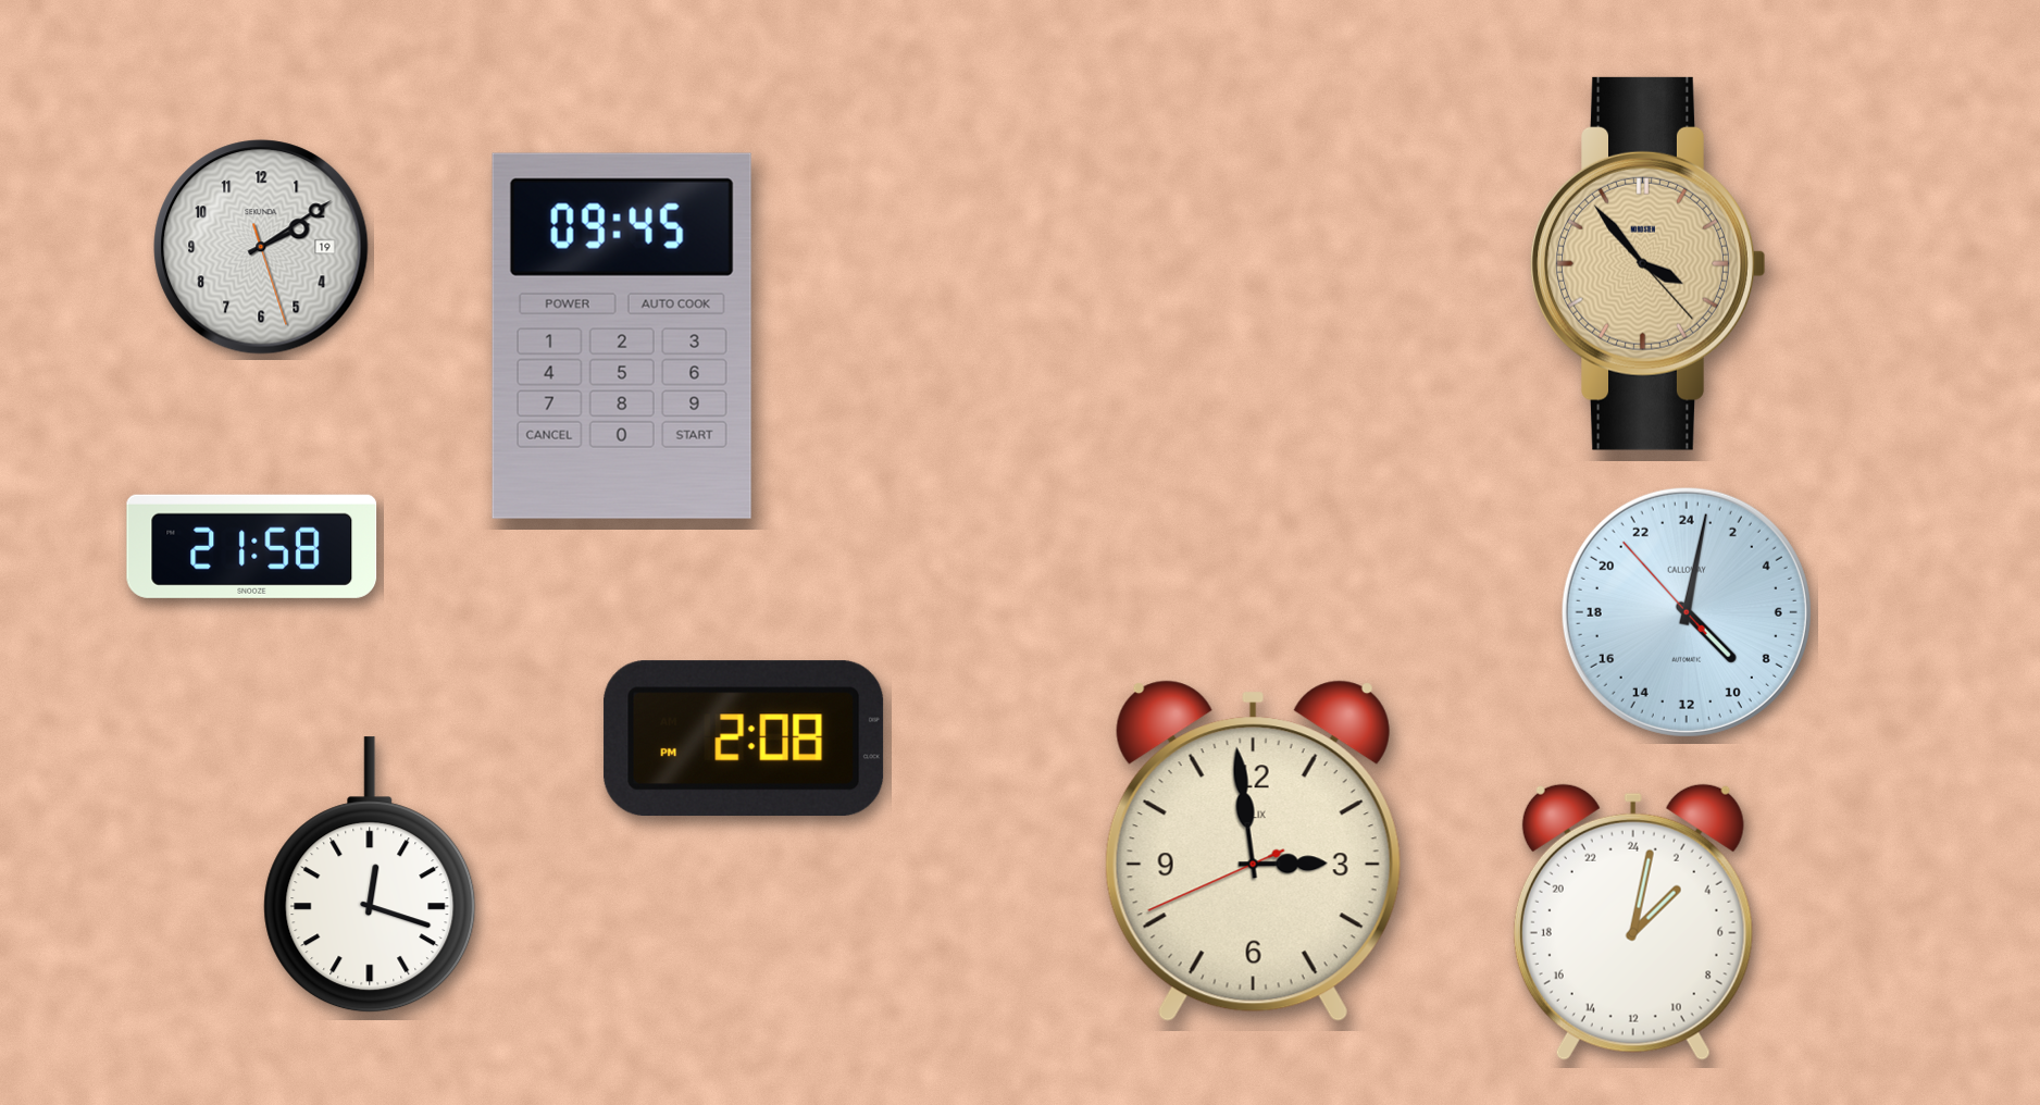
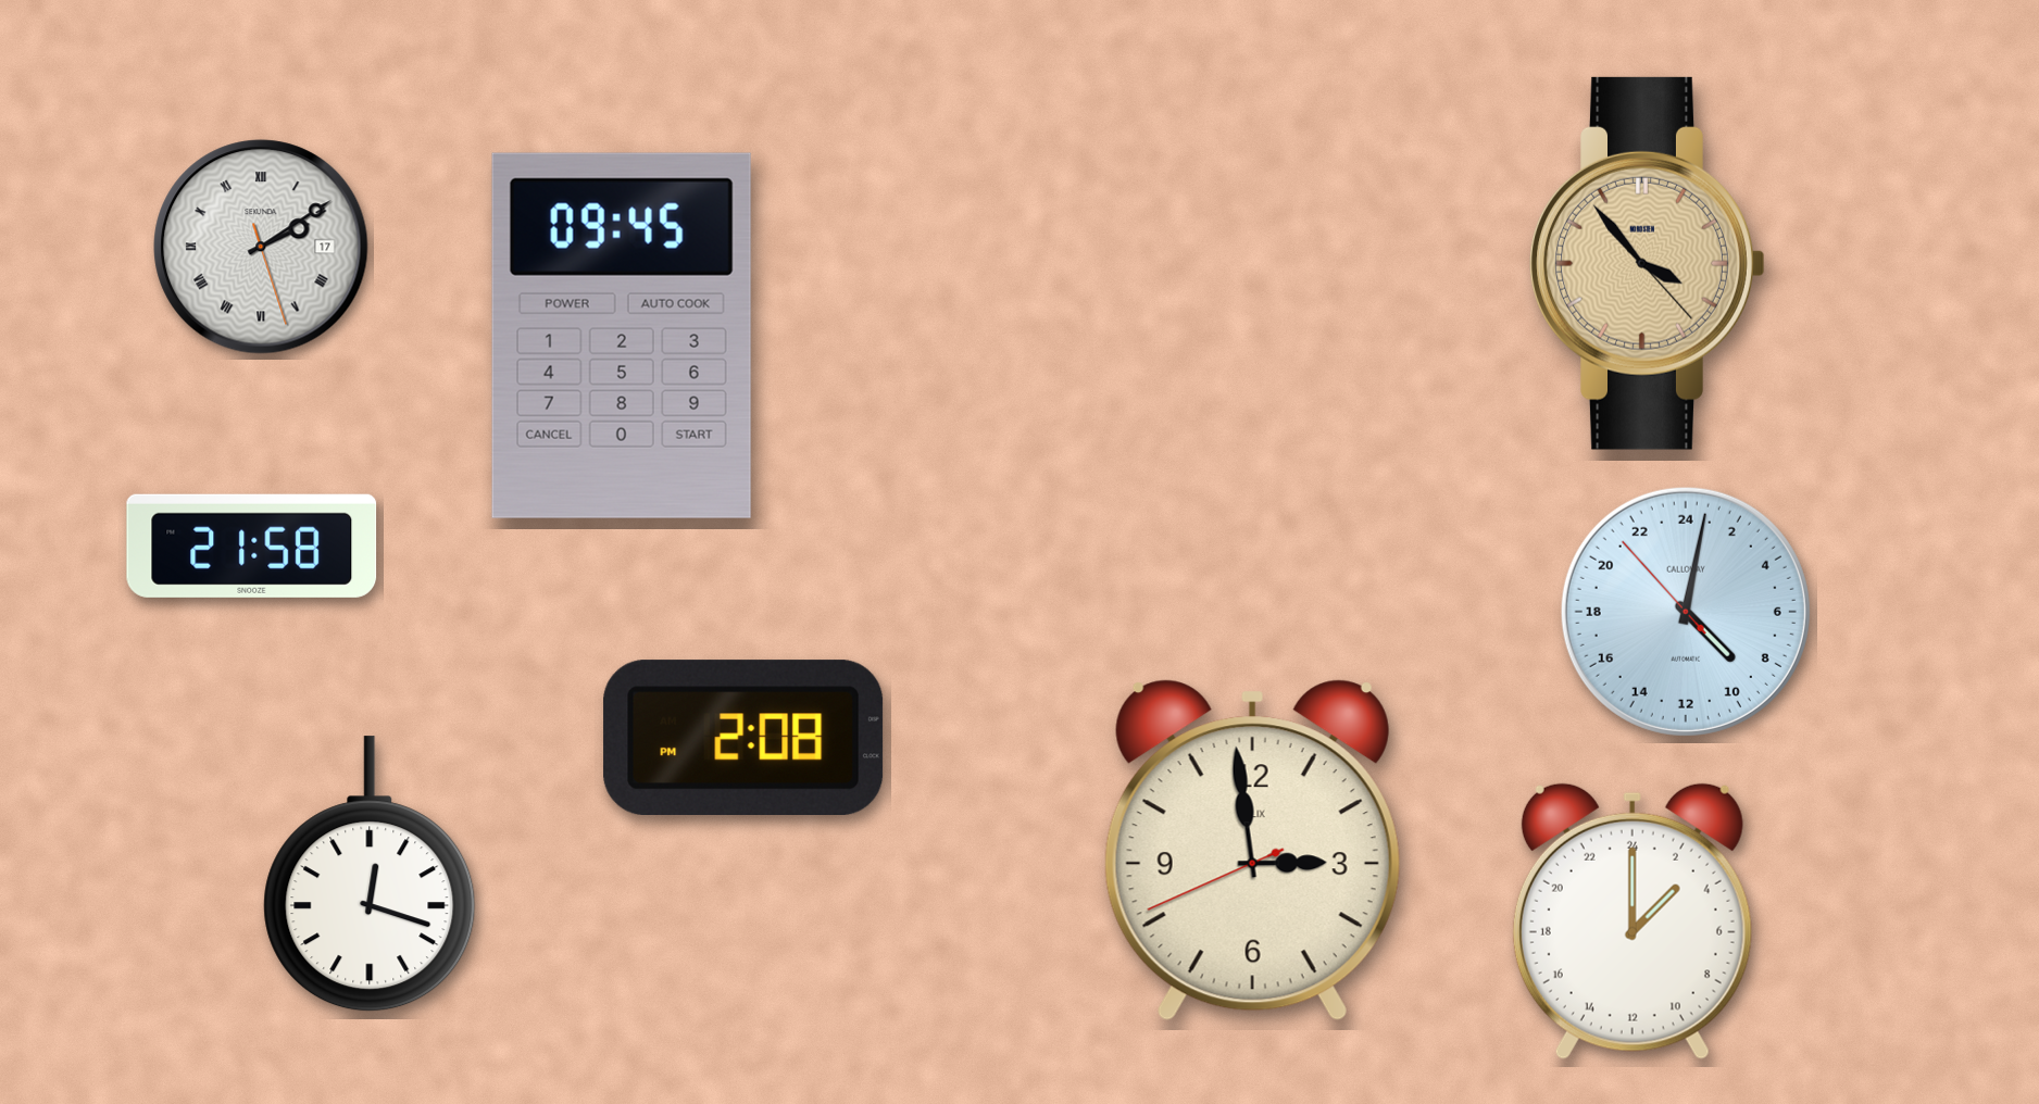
clock at (261, 247) date: 19 -> 17
clock at (261, 247) numerals: Arabic -> Roman
clock at (1633, 922): 3:02 -> 3:00
